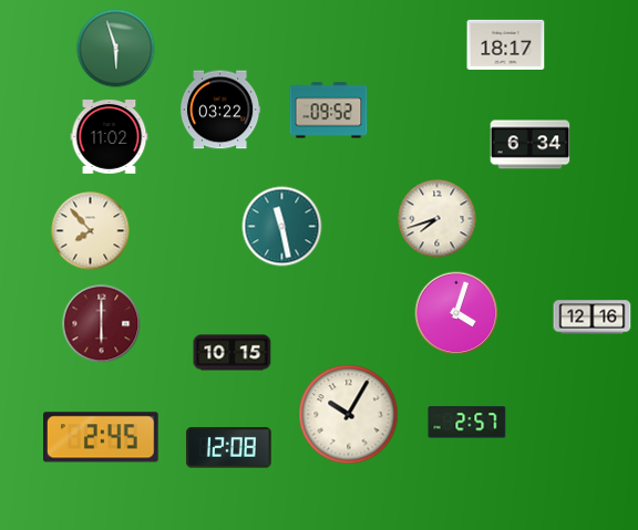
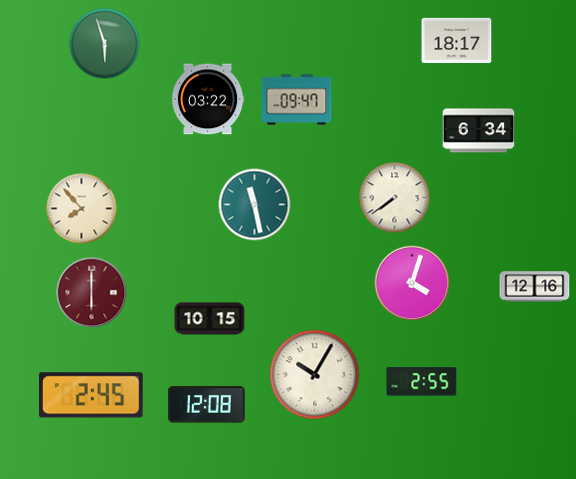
clock at (220, 110) position: (220, 110) -> (208, 99)
clock at (329, 111): 09:52 -> 09:47
clock at (110, 137): 11:02 -> none
clock at (438, 219): 7:42 -> 7:39
clock at (467, 423): 2:57 -> 2:55
